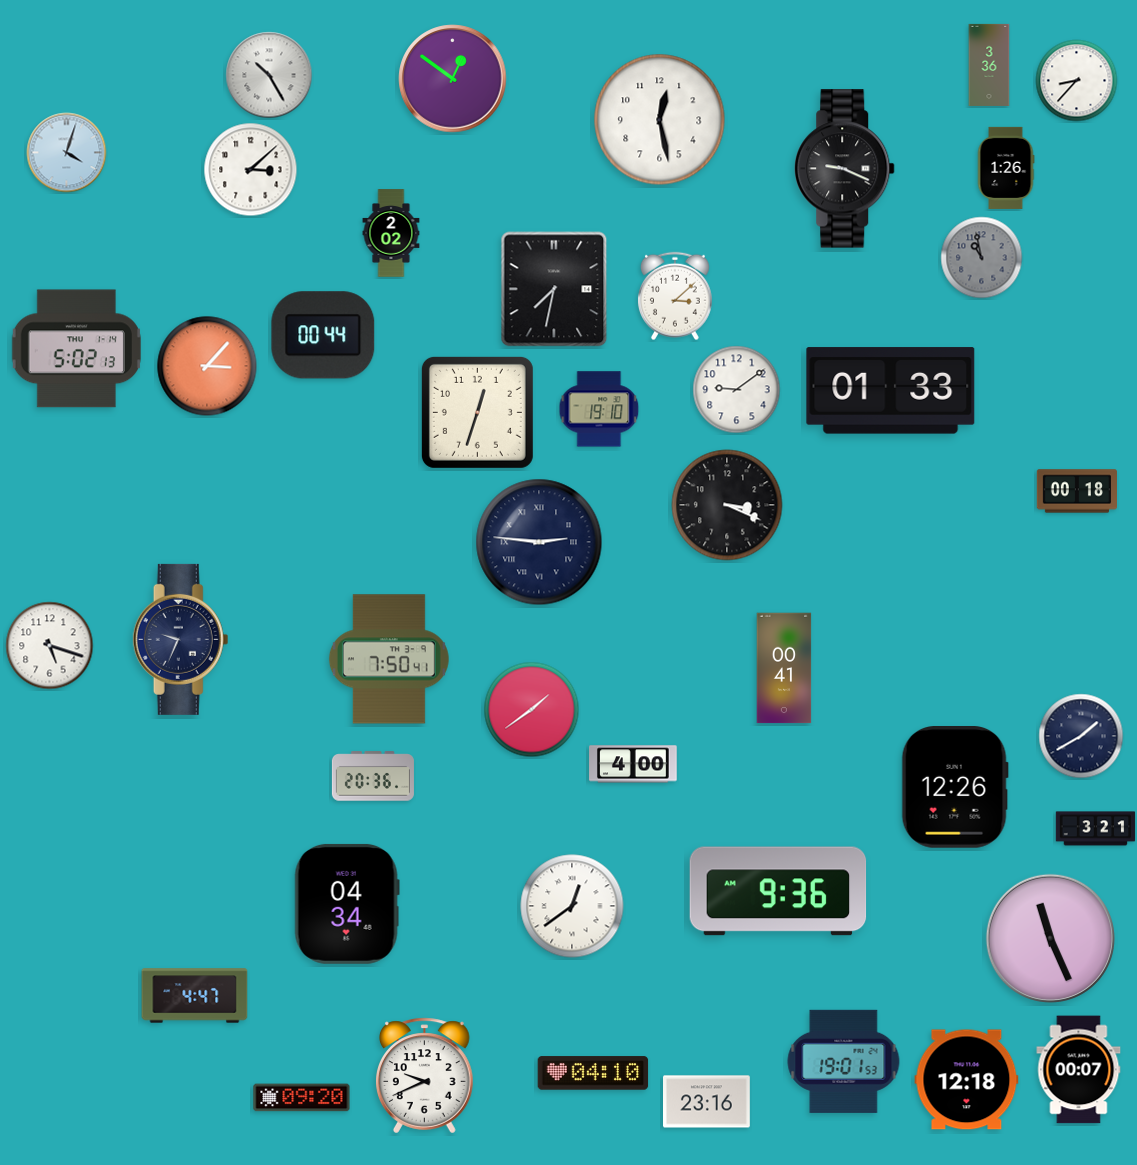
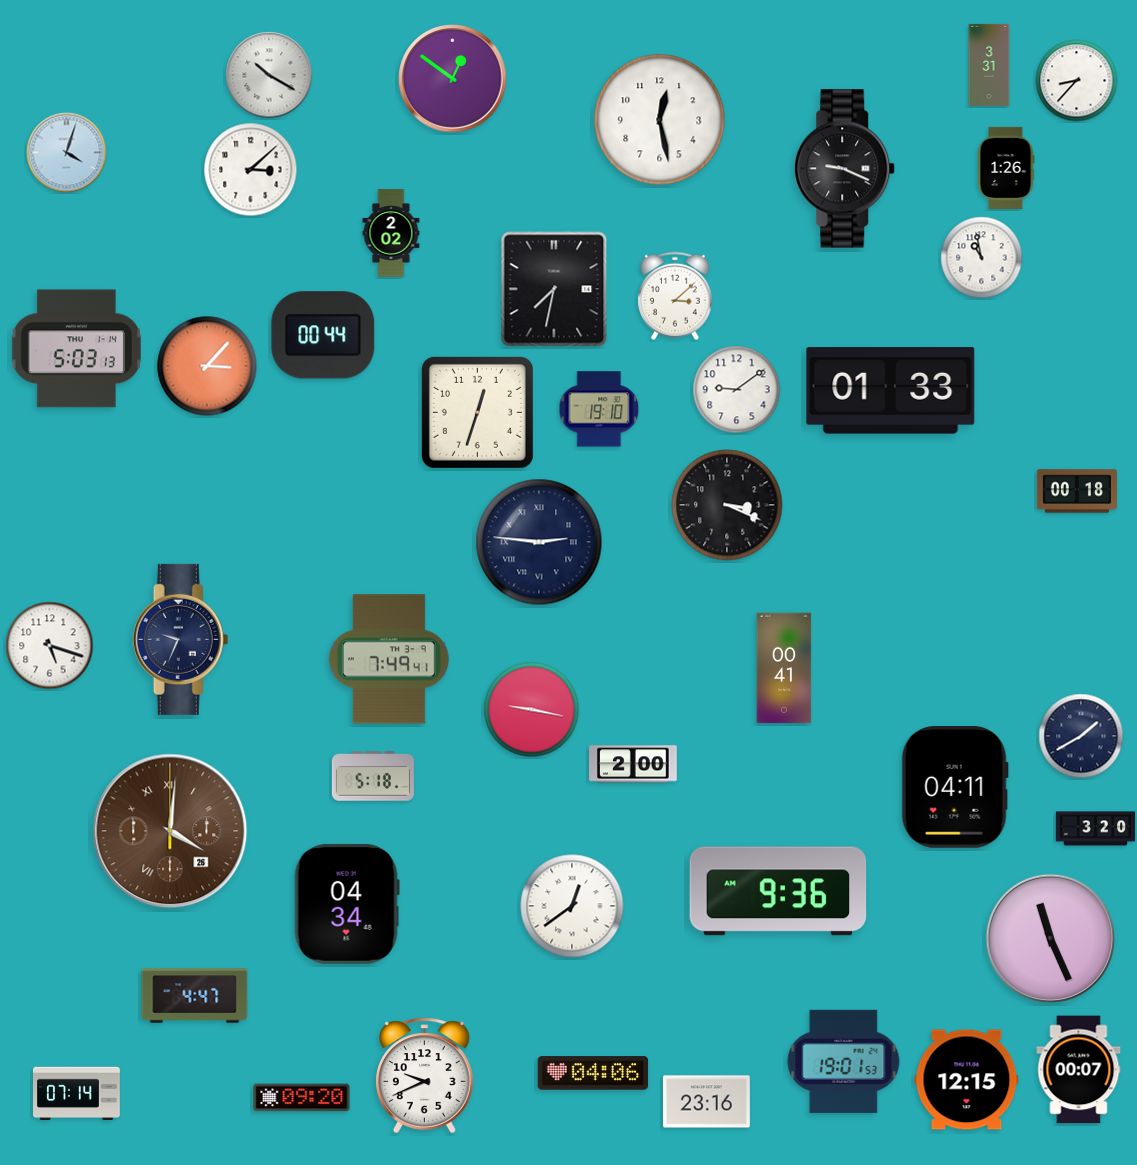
clock at (989, 65): 3:36 -> 3:31
clock at (269, 75): 10:25 -> 10:20
clock at (982, 258) dial: grey -> white
clock at (76, 349): 5:02 -> 5:03
clock at (389, 659): 7:50 -> 7:49
clock at (532, 710): 1:39 -> 9:17
clock at (633, 764): 4:00 -> 2:00
clock at (373, 776): 20:36 -> 5:18
clock at (955, 788): 12:26 -> 04:11
clock at (1096, 829): 3:21 -> 3:20
clock at (170, 831): none -> 4:01
clock at (593, 1073): 04:10 -> 04:06
clock at (967, 1080): 12:18 -> 12:15
clock at (77, 1094): none -> 07:14
